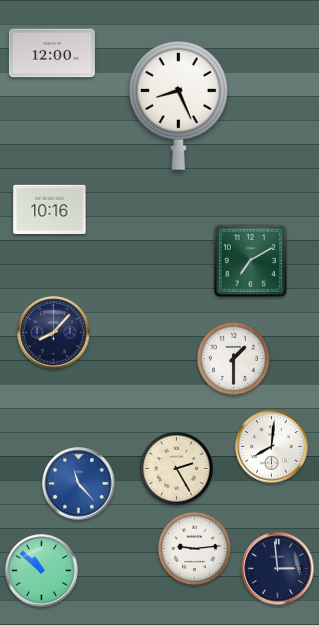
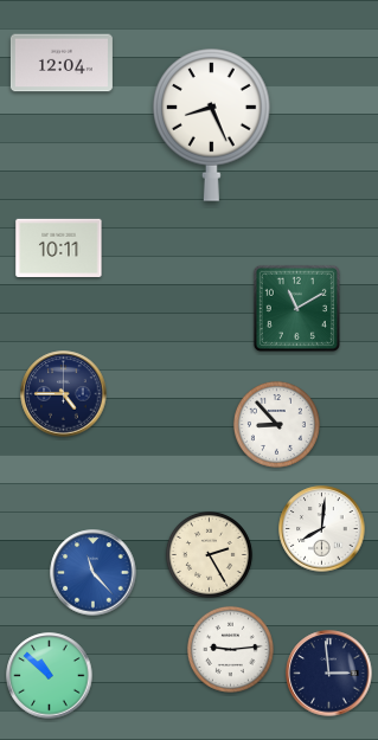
clock at (52, 53): 12:00 -> 12:04
clock at (50, 210): 10:16 -> 10:11
clock at (250, 260): 7:10 -> 11:10
clock at (54, 333): 8:07 -> 4:45
clock at (233, 358): 1:30 -> 8:53
